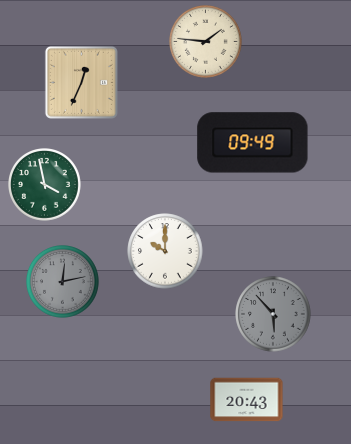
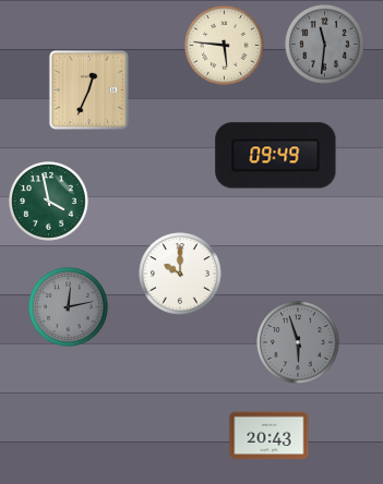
clock at (325, 45): none -> 11:31
clock at (206, 42): 1:46 -> 5:46
clock at (273, 314): 5:53 -> 5:57
